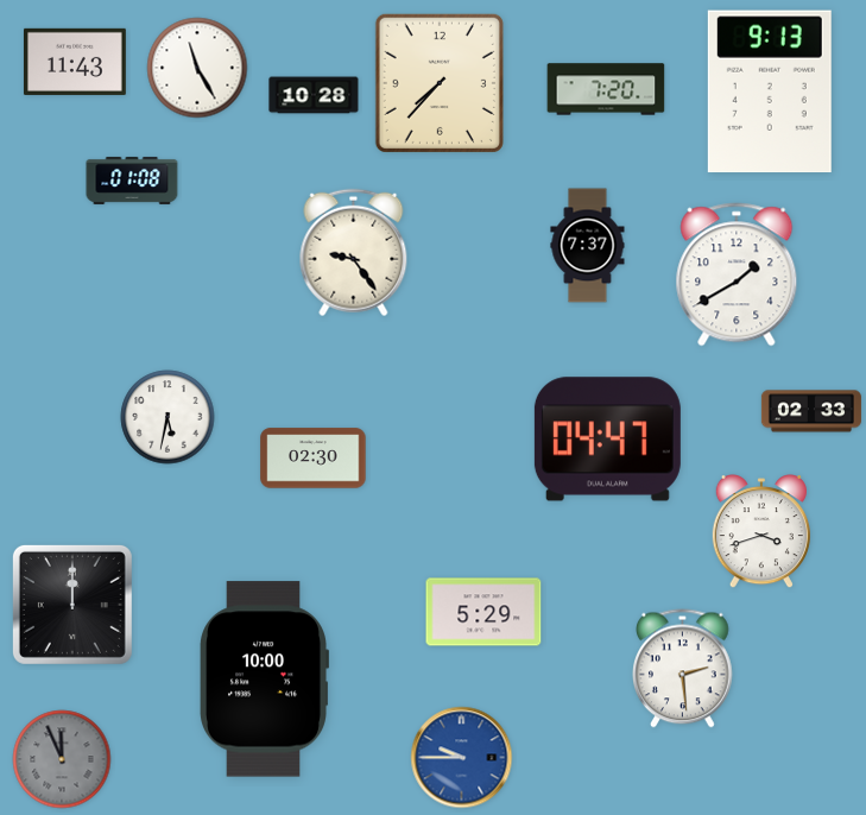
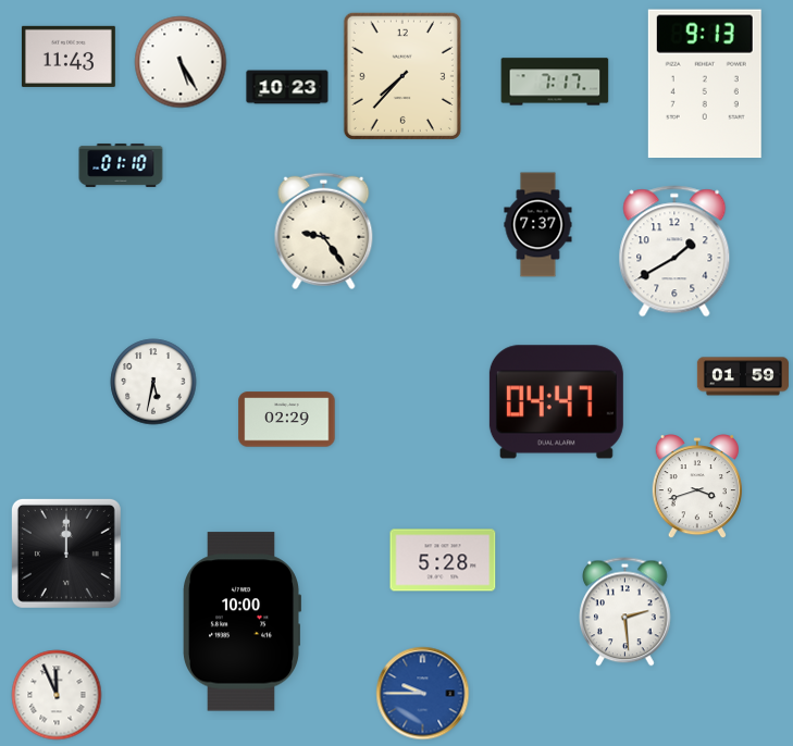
clock at (197, 68): 11:25 -> 5:25
clock at (606, 89): 7:20 -> 7:17
clock at (314, 95): 10:28 -> 10:23
clock at (132, 181): 01:08 -> 01:10
clock at (811, 411): 02:33 -> 01:59
clock at (314, 459): 02:30 -> 02:29
clock at (483, 612): 5:29 -> 5:28
clock at (62, 759) dial: grey -> white
